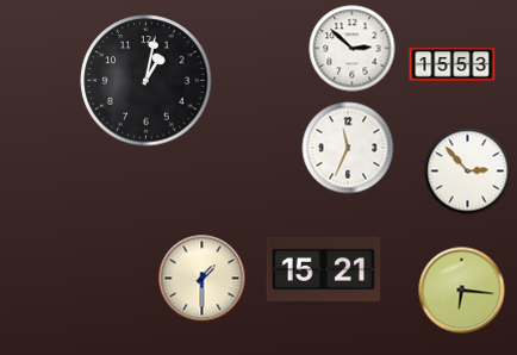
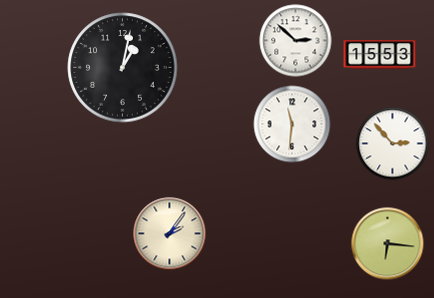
clock at (348, 148): 11:34 -> 11:31
clock at (324, 270): 15:21 -> none
clock at (203, 279): 1:30 -> 2:06
